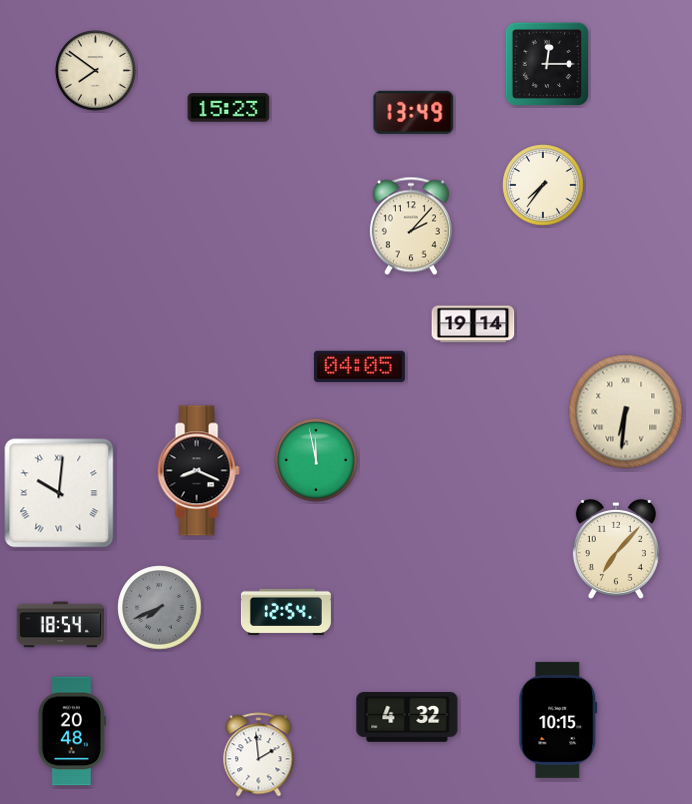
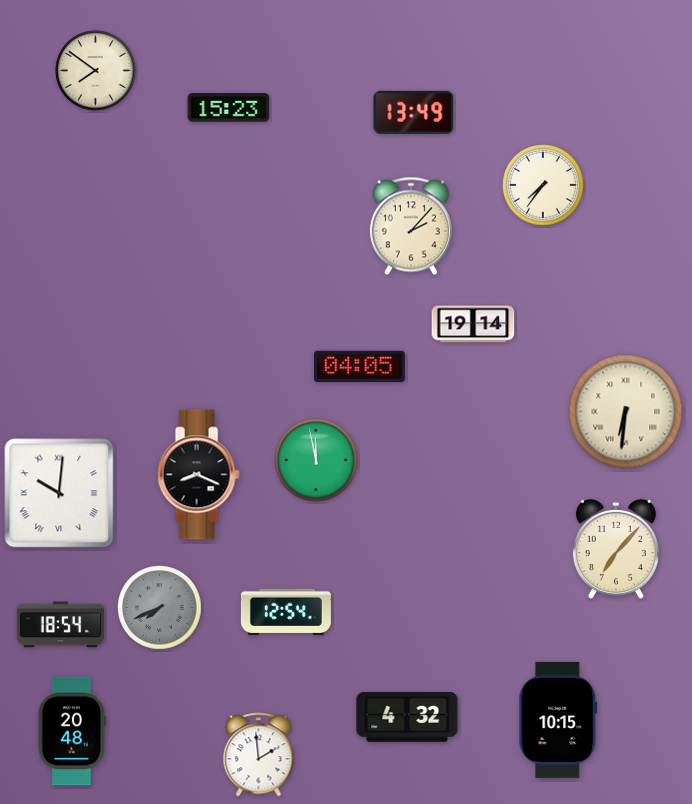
clock at (547, 64): 12:15 -> none
clock at (198, 471) position: (198, 471) -> (198, 475)
